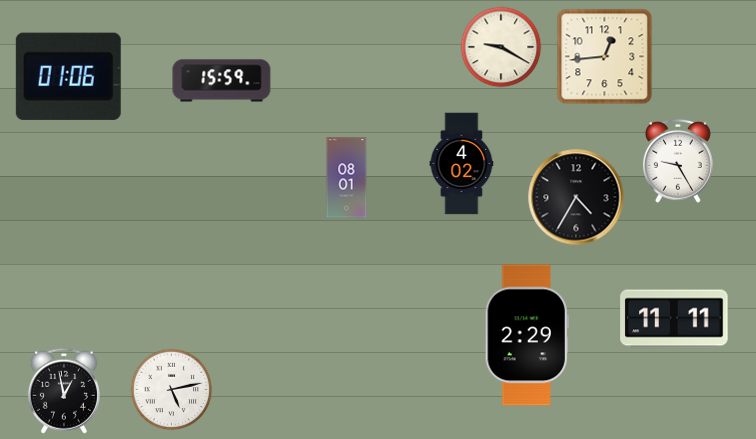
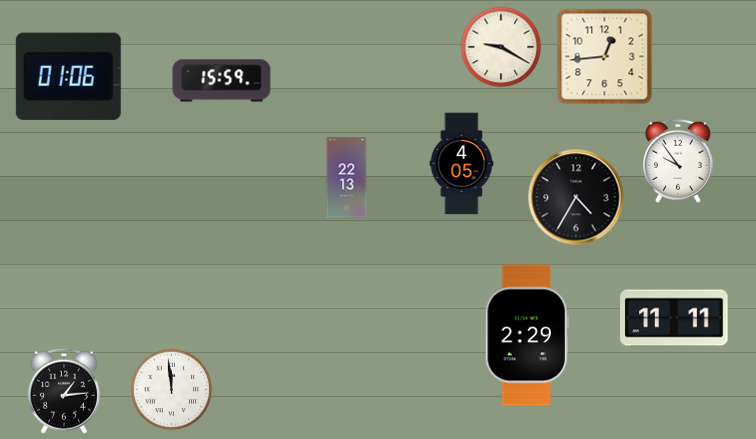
clock at (678, 161): 9:25 -> 9:54
clock at (462, 164): 4:02 -> 4:05
clock at (347, 178): 08:01 -> 22:13
clock at (172, 390): 5:13 -> 11:59
clock at (64, 391): 12:58 -> 1:14
